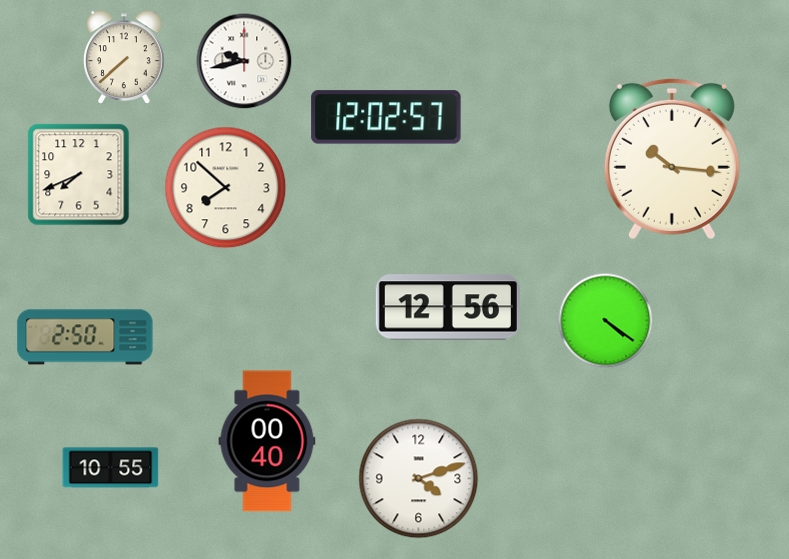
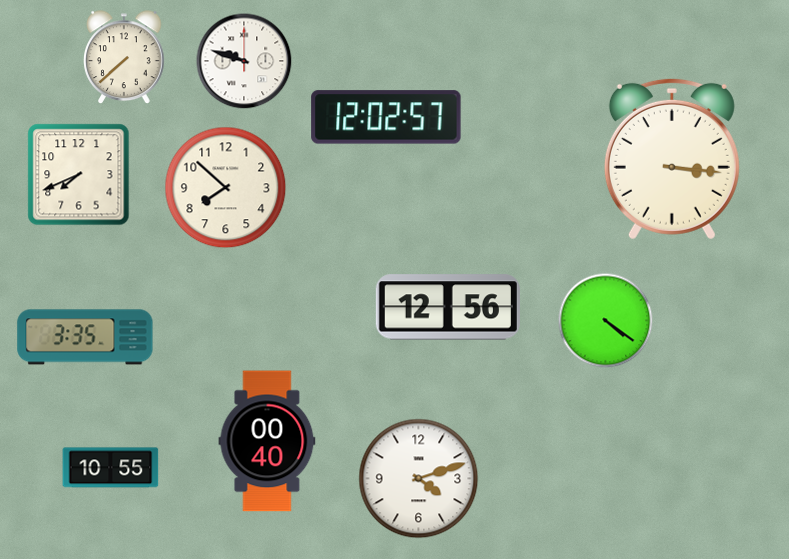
clock at (244, 61): 9:43 -> 9:48
clock at (672, 159): 10:16 -> 3:16
clock at (85, 337): 2:50 -> 3:35
